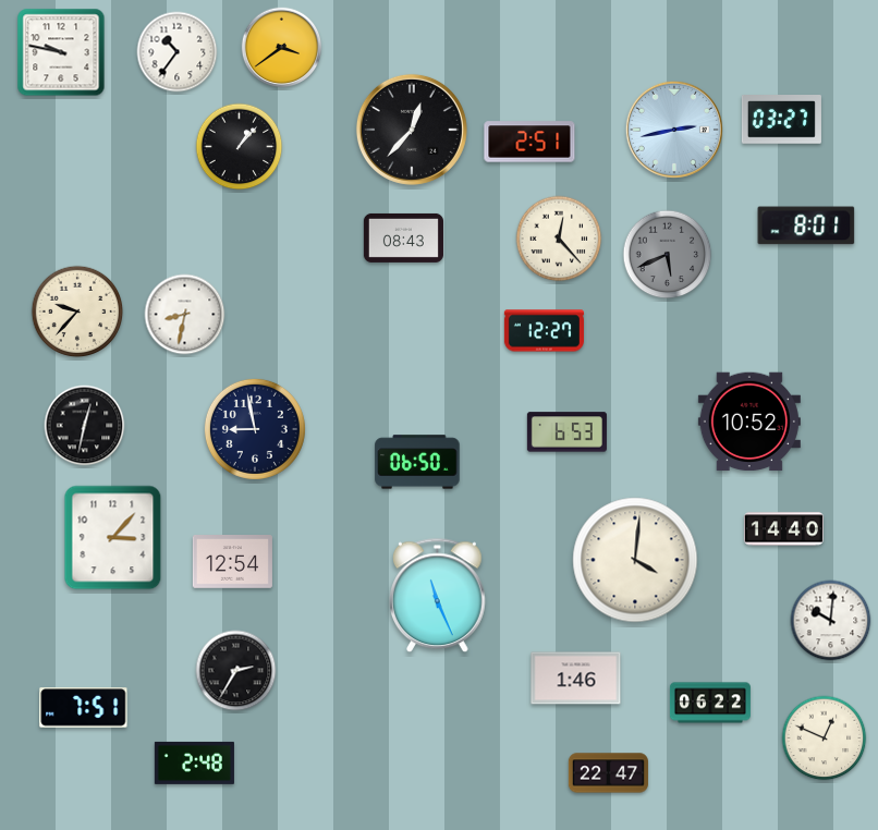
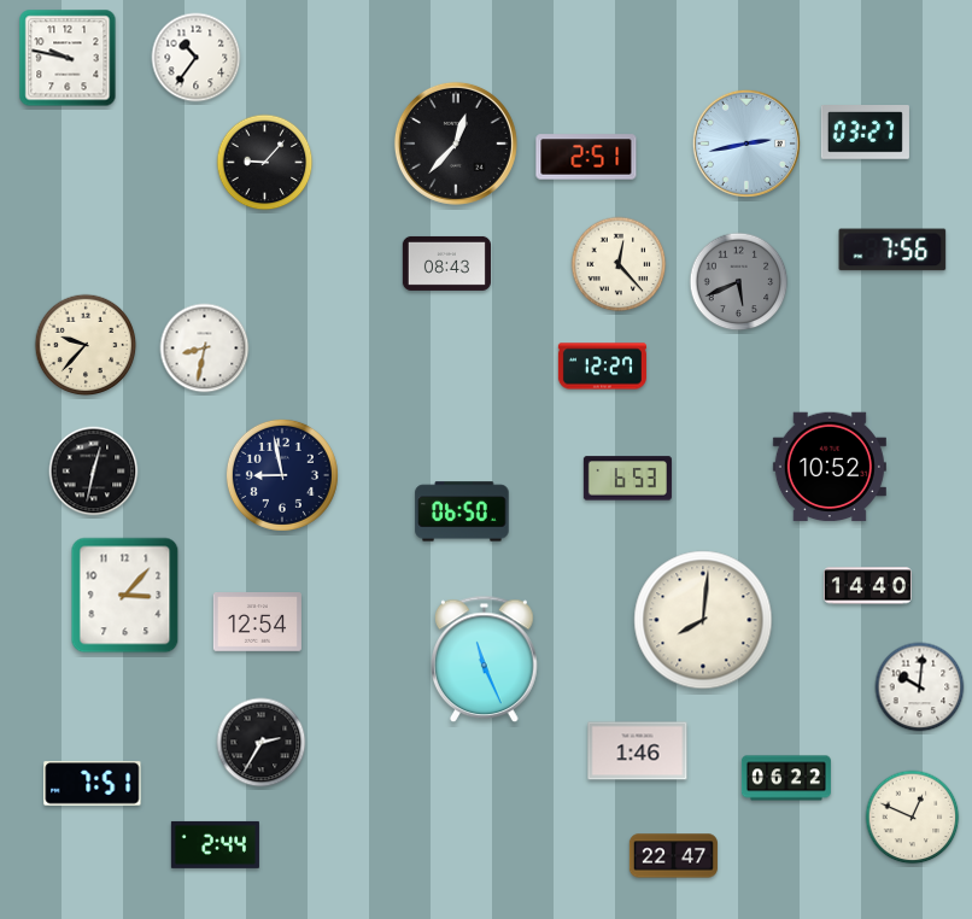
clock at (282, 48): 3:39 -> none
clock at (240, 147): 1:07 -> 9:07
clock at (806, 225): 8:01 -> 7:56
clock at (635, 560): 4:01 -> 8:01
clock at (194, 762): 2:48 -> 2:44
